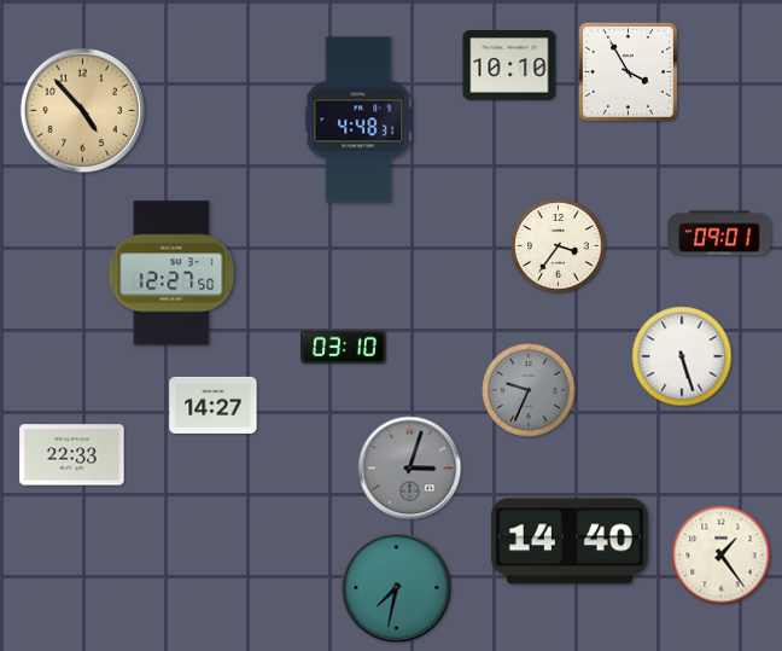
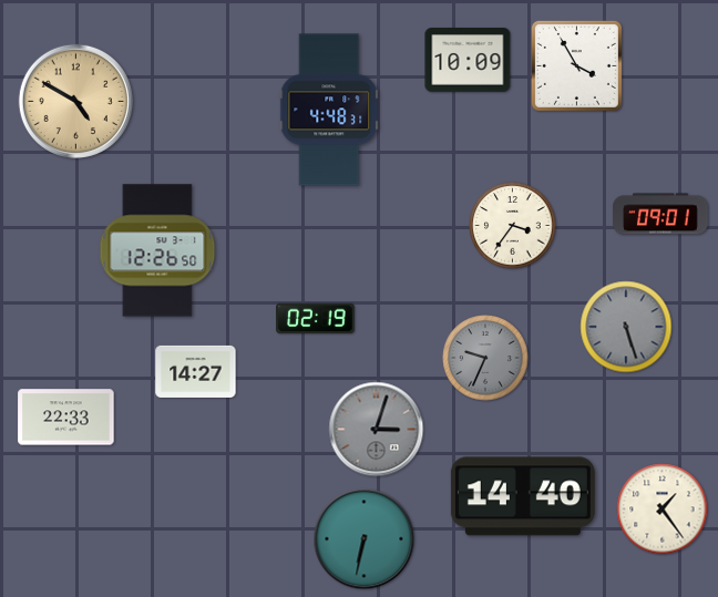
clock at (509, 65): 10:10 -> 10:09
clock at (82, 110): 4:53 -> 4:50
clock at (171, 273): 12:27 -> 12:26
clock at (344, 348): 03:10 -> 02:19
clock at (682, 356) dial: white -> grey
clock at (397, 588): 7:32 -> 6:32
